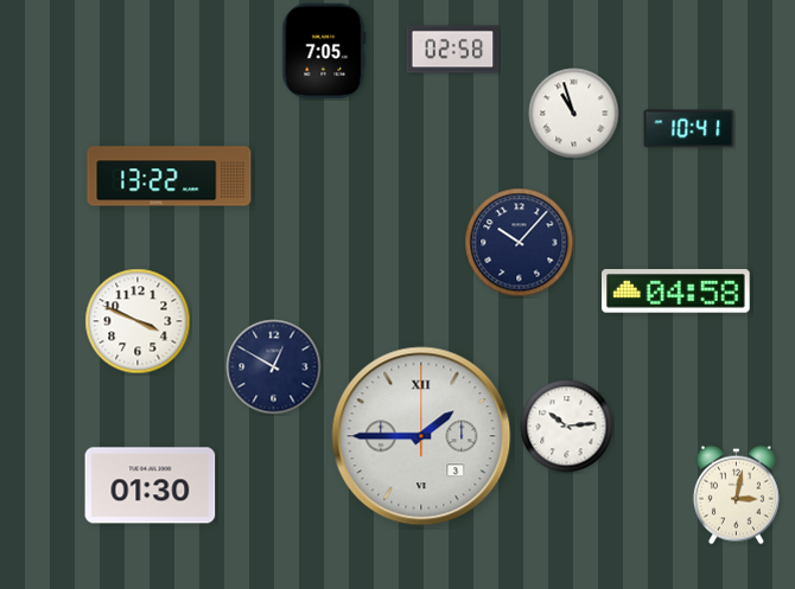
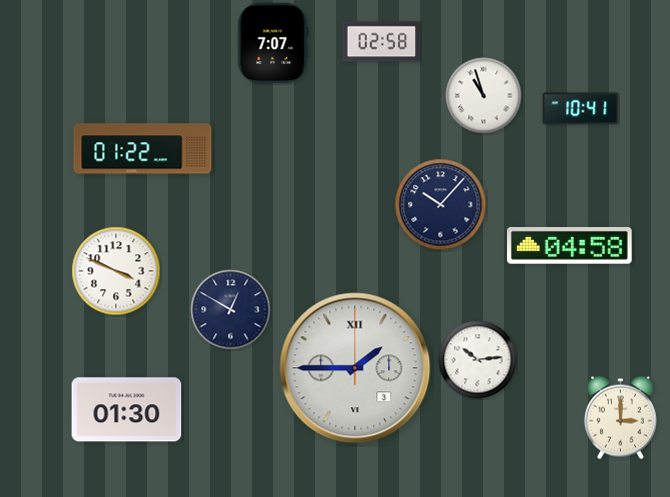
clock at (324, 51): 7:05 -> 7:07
clock at (170, 177): 13:22 -> 01:22
clock at (520, 243) position: (520, 243) -> (441, 205)
clock at (736, 495): 3:02 -> 3:00
